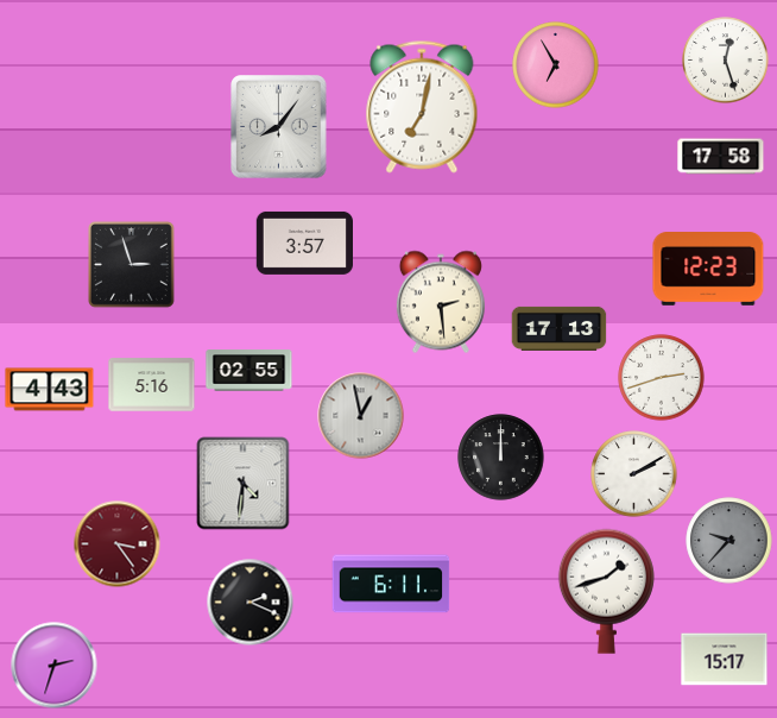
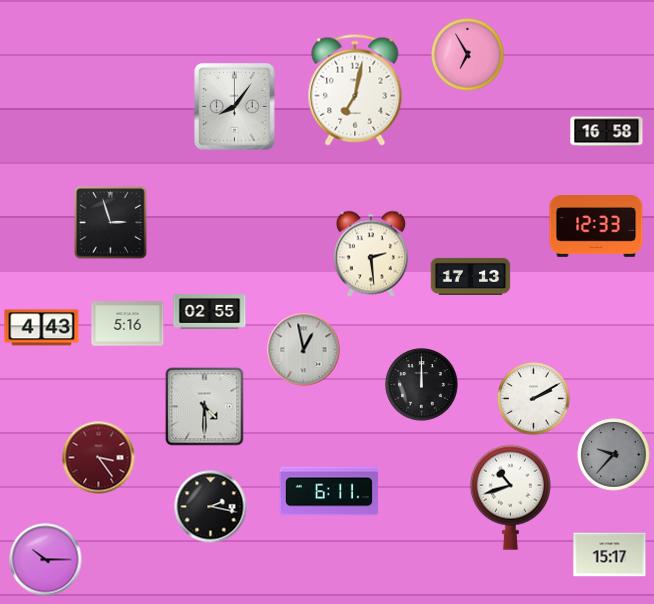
clock at (726, 61): 12:27 -> none
clock at (721, 157): 17:58 -> 16:58
clock at (304, 243): 3:57 -> none
clock at (708, 270): 12:23 -> 12:33
clock at (662, 378): 2:42 -> none
clock at (244, 484): 4:31 -> 4:30
clock at (606, 591): 1:42 -> 10:42
clock at (251, 603): 2:19 -> 2:17
clock at (55, 666): 2:33 -> 10:15
